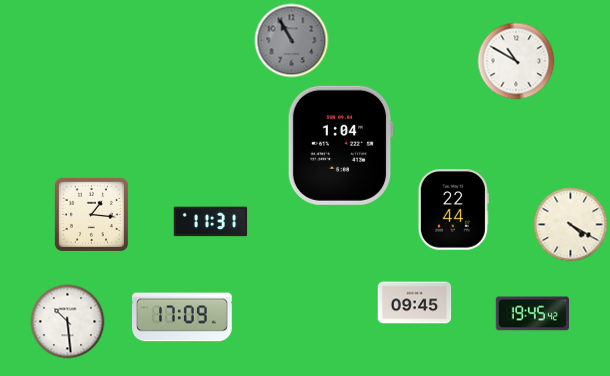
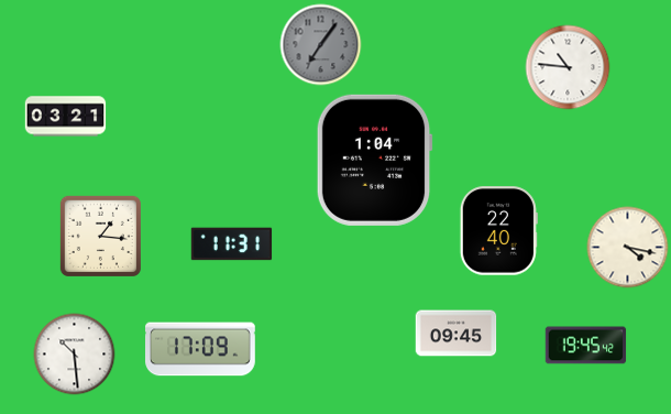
clock at (292, 41): 10:55 -> 7:06
clock at (516, 61): 10:50 -> 10:46
clock at (66, 117): none -> 03:21
clock at (453, 210): 22:44 -> 22:40
clock at (571, 225): 4:20 -> 4:17
